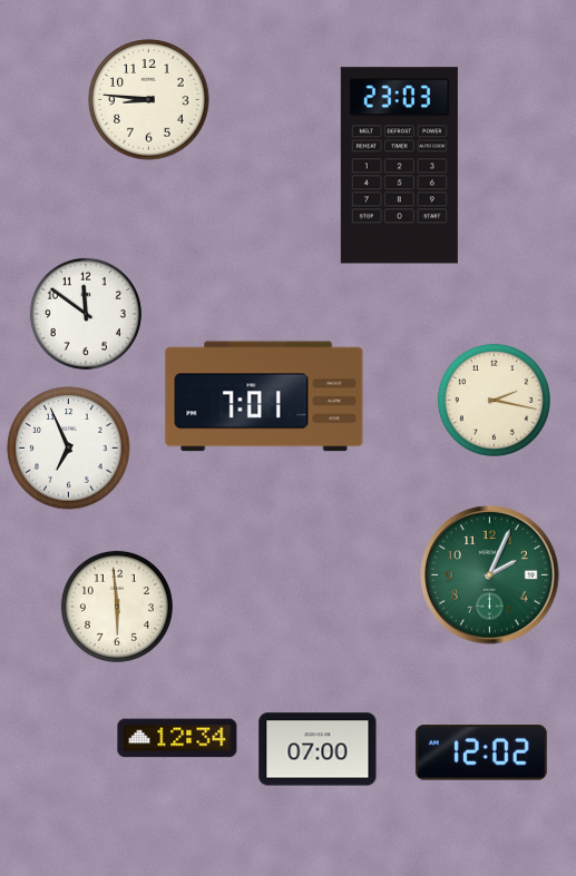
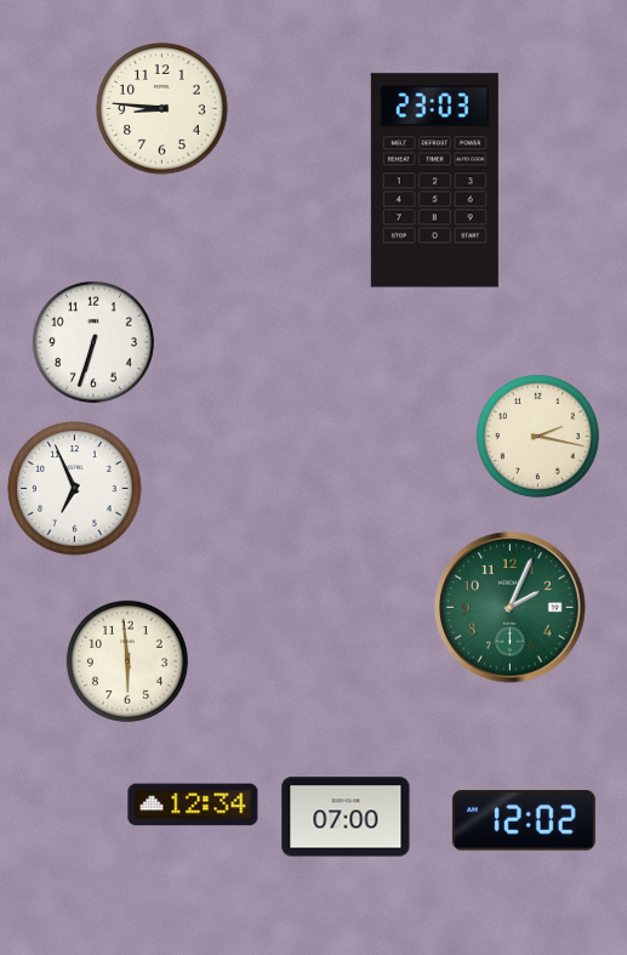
clock at (86, 314): 11:51 -> 6:33
clock at (264, 396): 7:01 -> none
clock at (490, 575) position: (490, 575) -> (511, 608)
